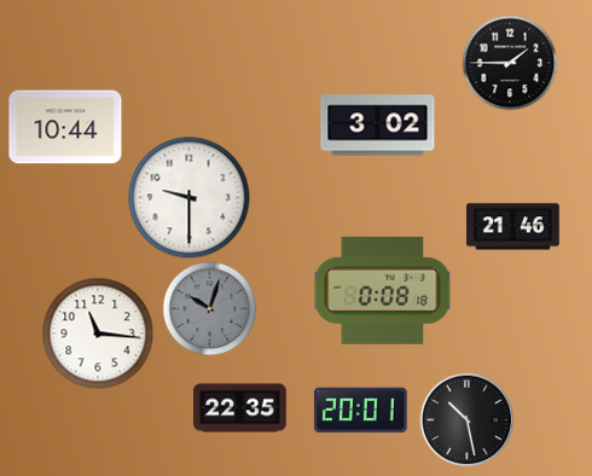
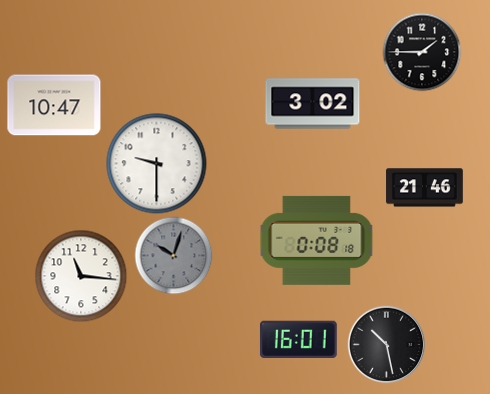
clock at (65, 127): 10:44 -> 10:47
clock at (240, 408): 22:35 -> none
clock at (360, 410): 20:01 -> 16:01
clock at (466, 419) position: (466, 419) -> (386, 344)
